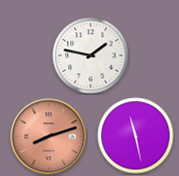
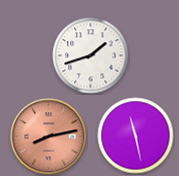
clock at (91, 56): 1:47 -> 1:42
clock at (49, 137): 8:12 -> 8:13
